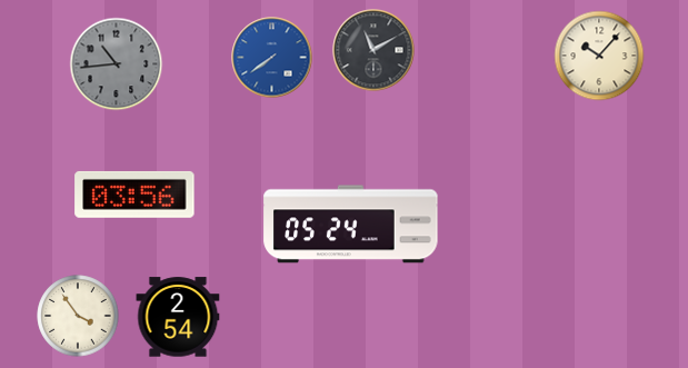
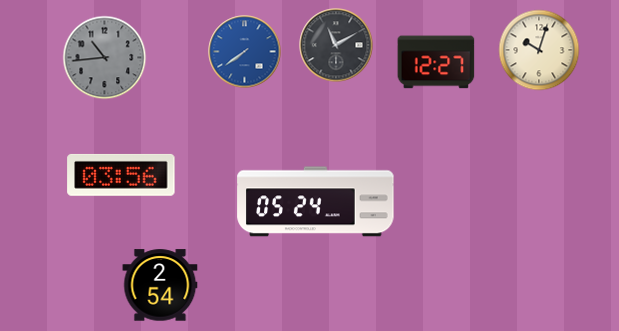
clock at (599, 56): 10:07 -> 10:03
clock at (436, 62): none -> 12:27
clock at (78, 316): 3:54 -> none
